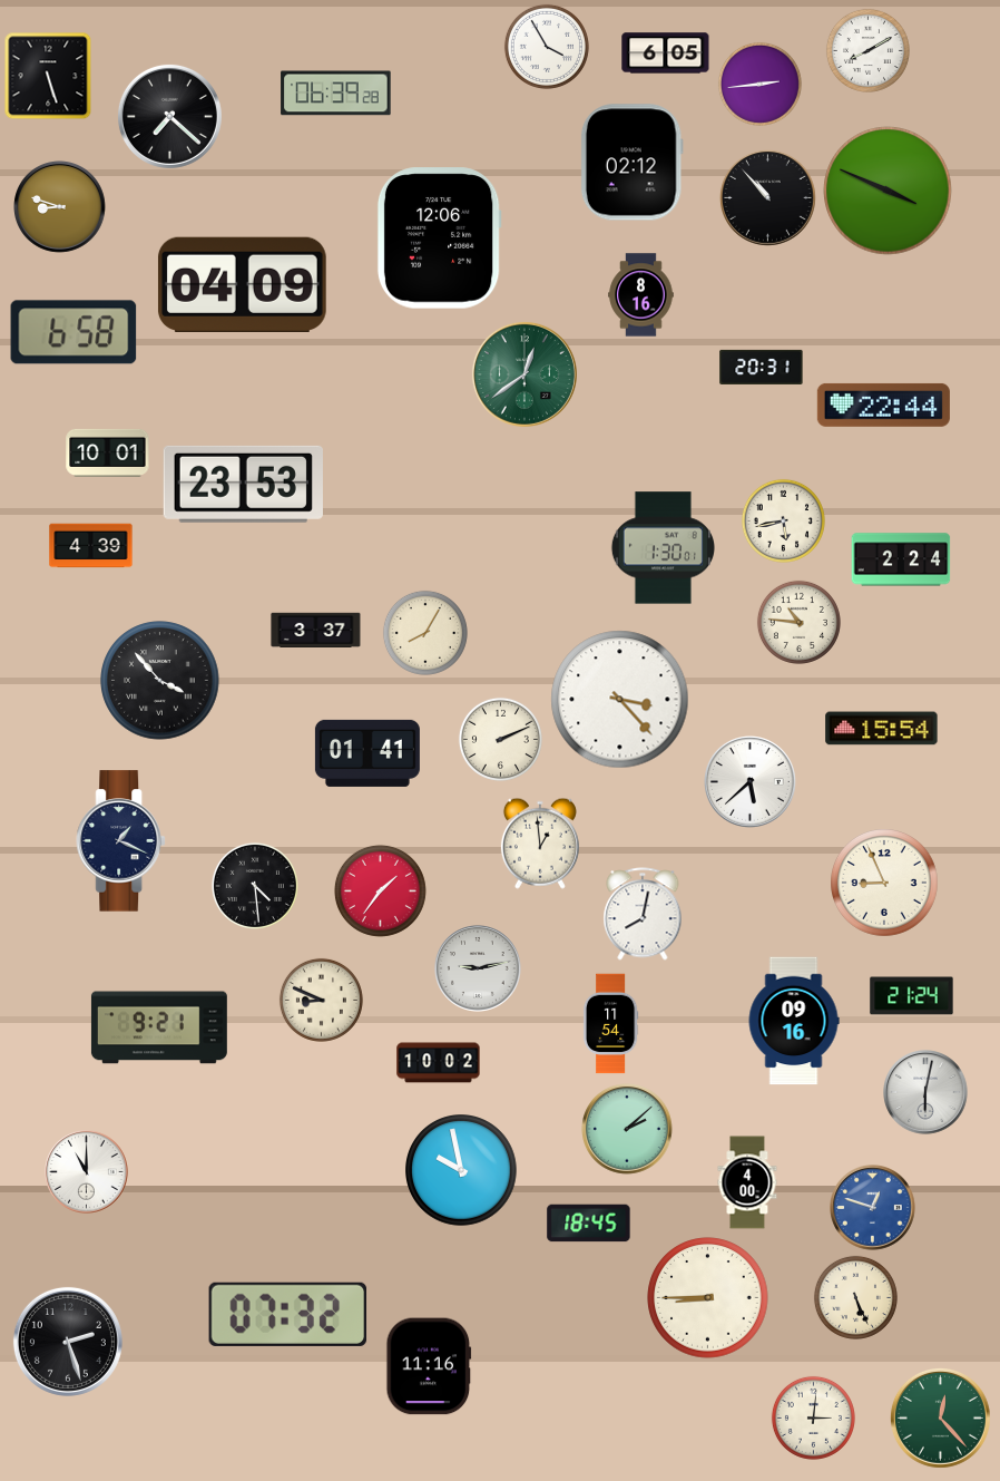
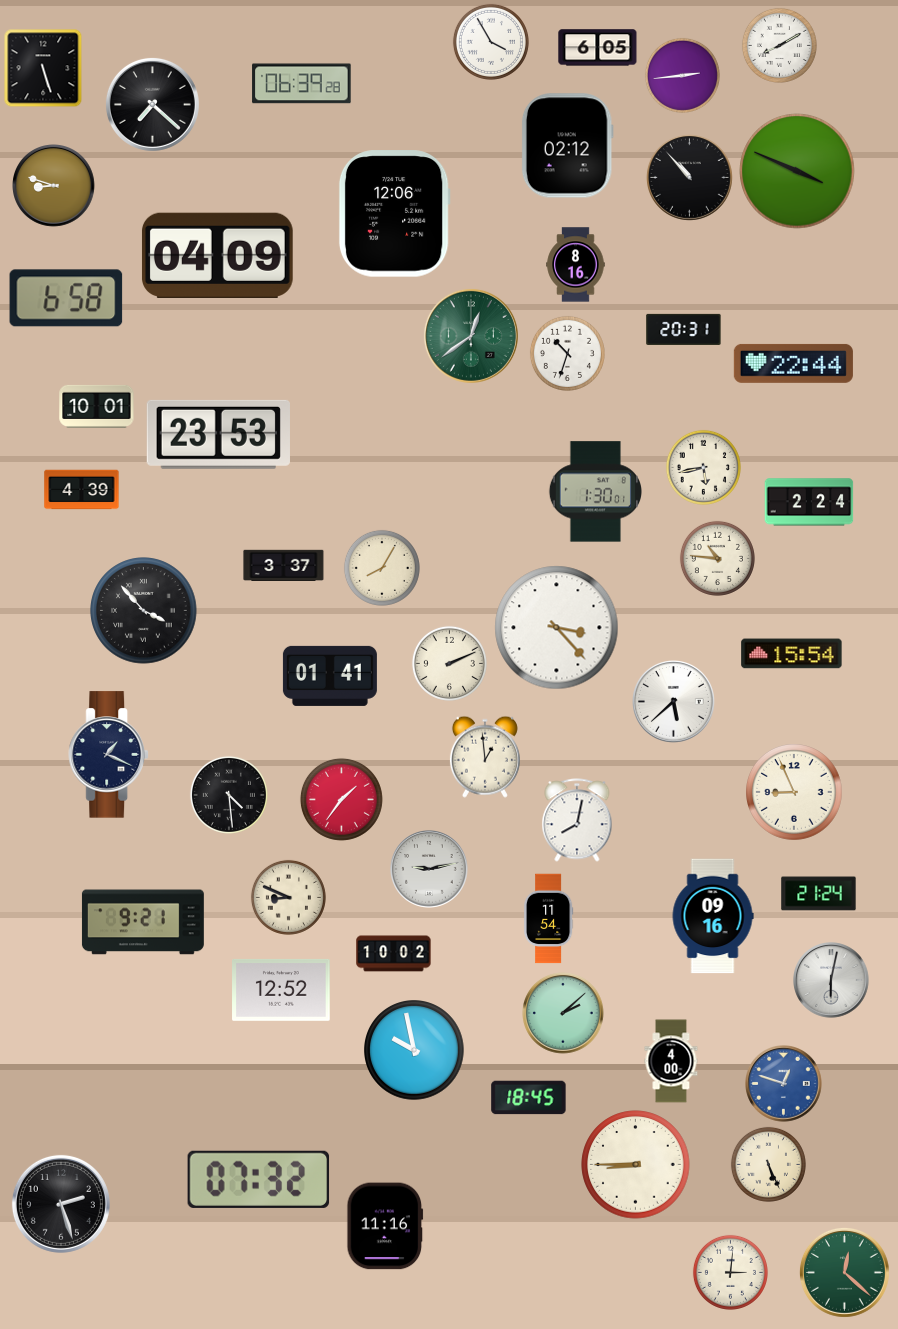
clock at (567, 353): none -> 10:33
clock at (281, 990): none -> 12:52
clock at (87, 1172): 11:00 -> none
clock at (940, 1417): 12:23 -> 12:22
